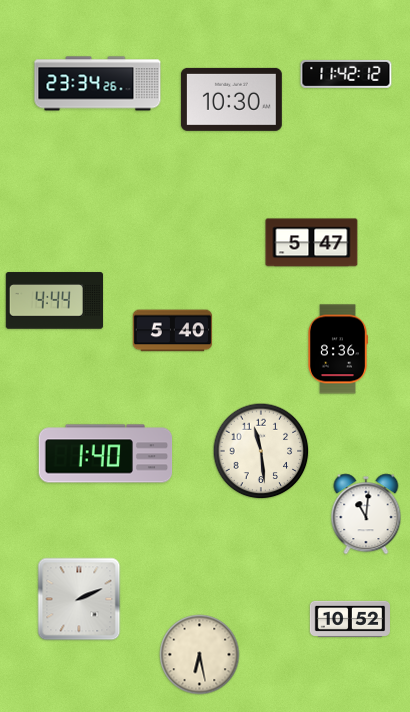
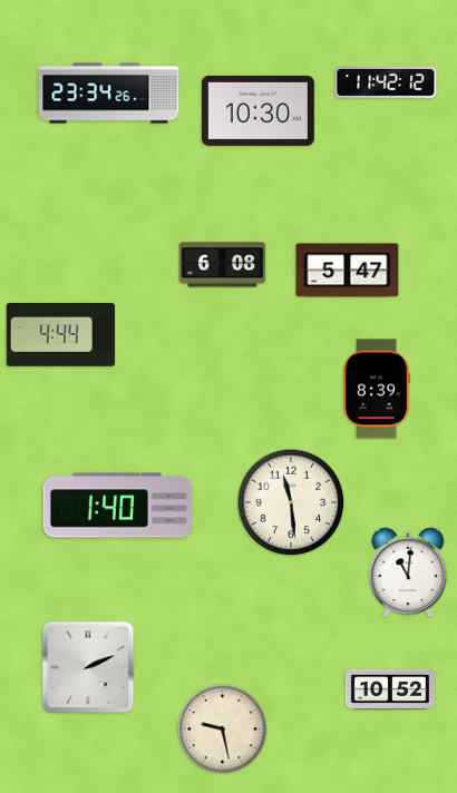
clock at (223, 265): none -> 6:08
clock at (173, 331): 5:40 -> none
clock at (337, 349): 8:36 -> 8:39
clock at (200, 655): 6:28 -> 9:28
